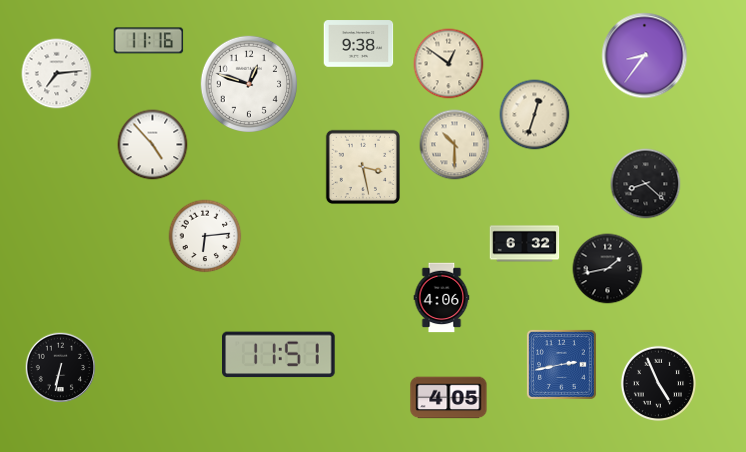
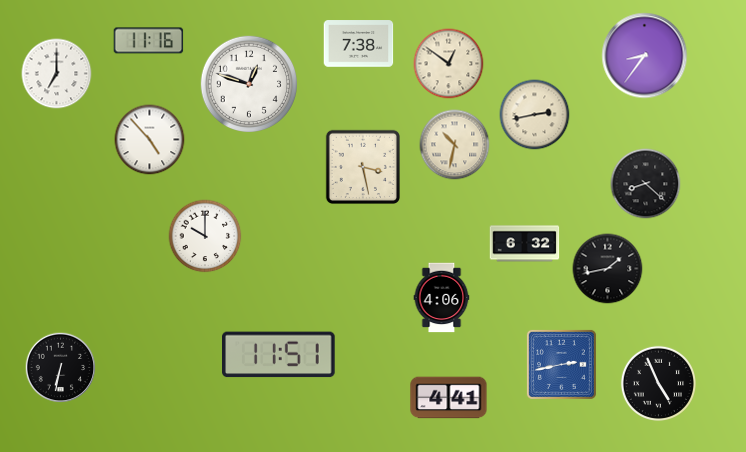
clock at (359, 44): 9:38 -> 7:38
clock at (57, 74): 7:14 -> 7:00
clock at (535, 115): 12:33 -> 2:43
clock at (153, 145) position: (153, 145) -> (150, 140)
clock at (455, 145): 10:30 -> 10:32
clock at (205, 236): 6:14 -> 10:00
clock at (449, 398): 4:05 -> 4:41
